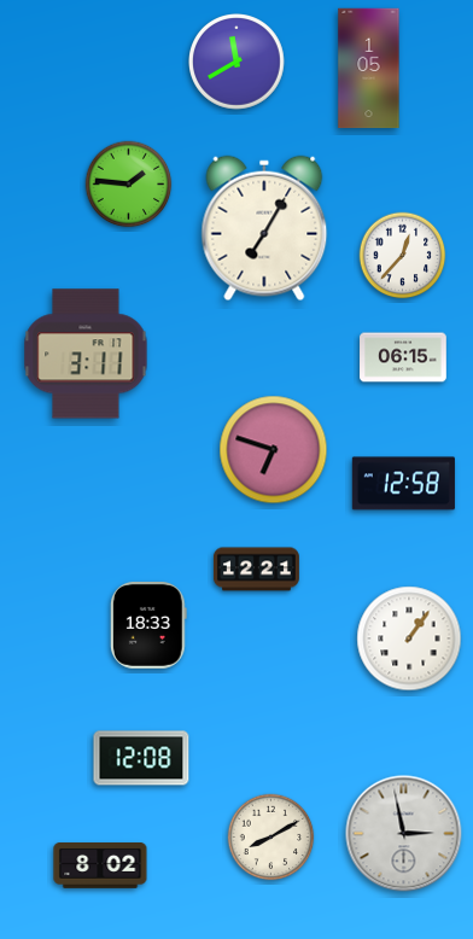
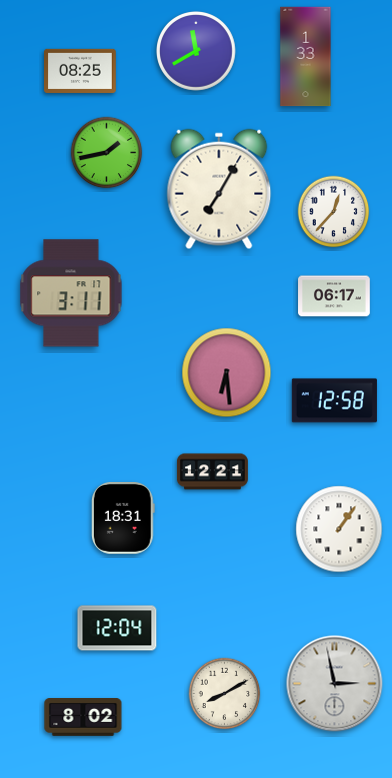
clock at (369, 69): 1:05 -> 1:33
clock at (81, 71): none -> 08:25
clock at (129, 185): 1:46 -> 1:43
clock at (403, 357): 06:15 -> 06:17
clock at (274, 450): 6:48 -> 6:29
clock at (148, 626): 18:33 -> 18:31
clock at (141, 758): 12:08 -> 12:04
clock at (404, 834) position: (404, 834) -> (335, 684)
